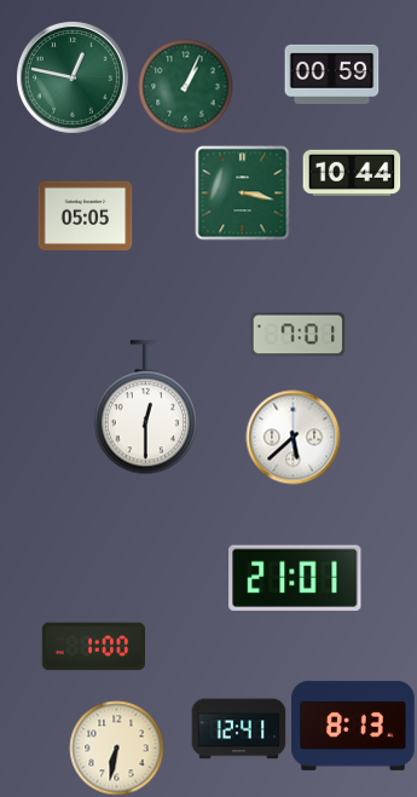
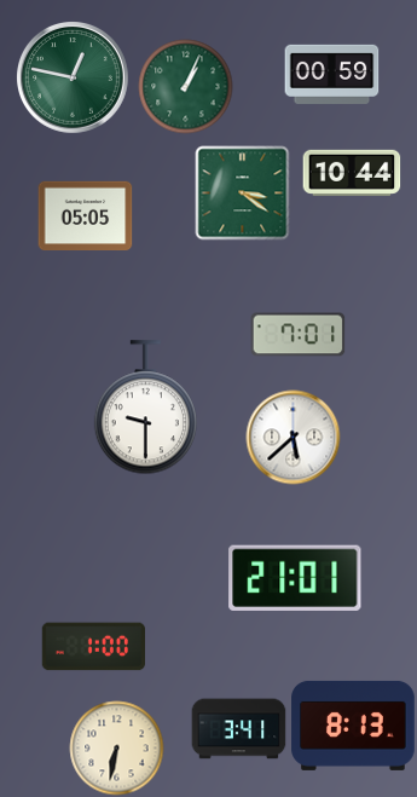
clock at (242, 192): 3:17 -> 3:21
clock at (145, 408): 12:30 -> 9:30
clock at (238, 729): 12:41 -> 3:41
